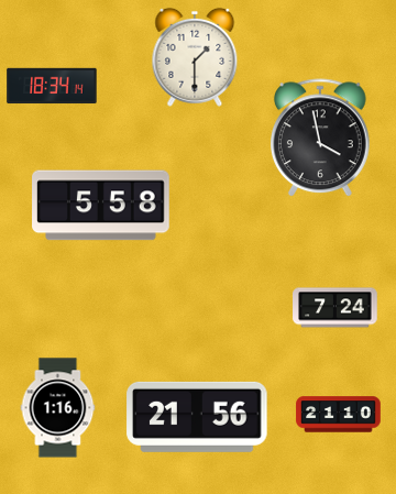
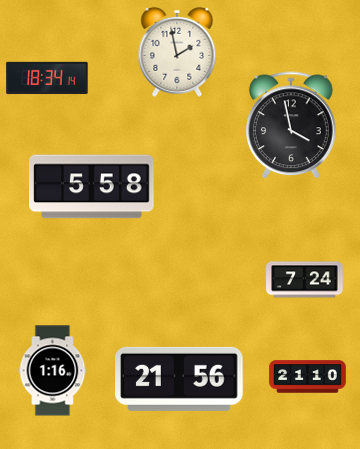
clock at (195, 57): 1:30 -> 1:58
